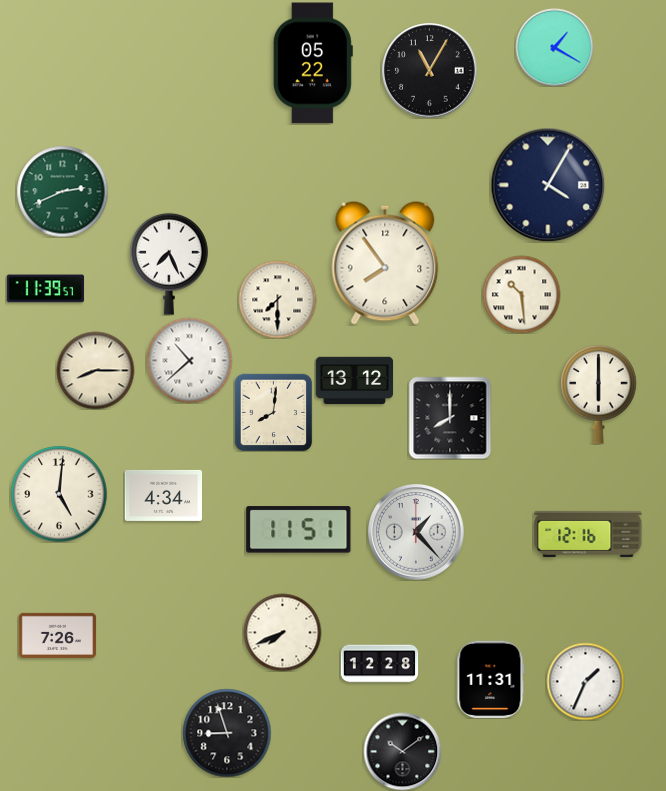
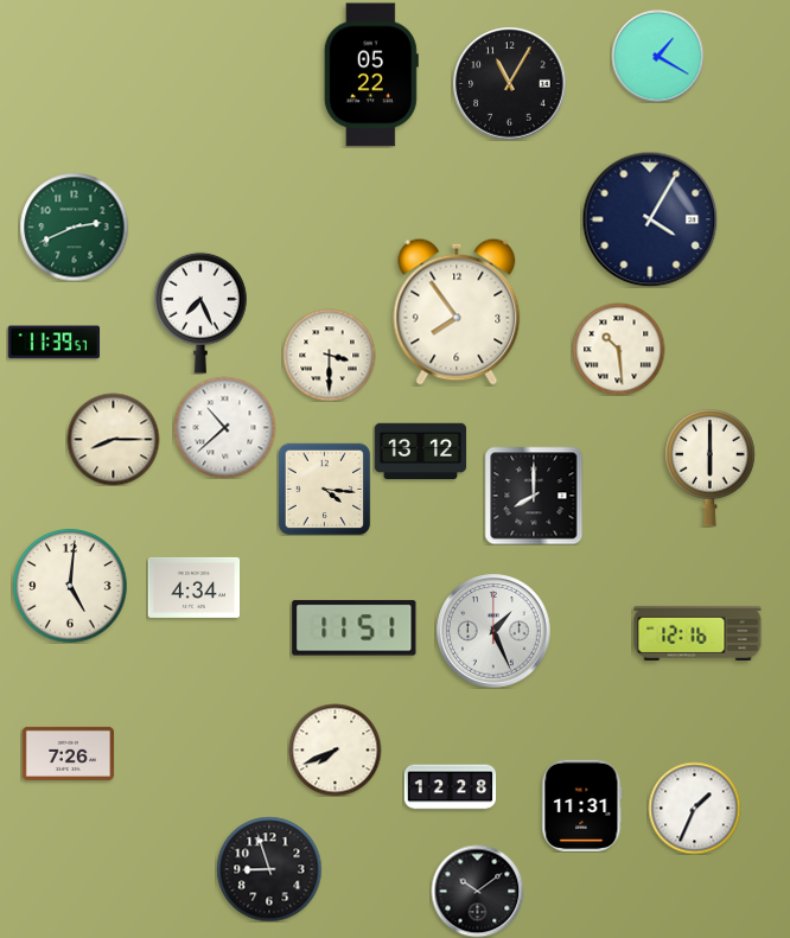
clock at (277, 299): 7:30 -> 3:30
clock at (273, 412): 8:01 -> 4:16
clock at (416, 532): 1:23 -> 1:26
